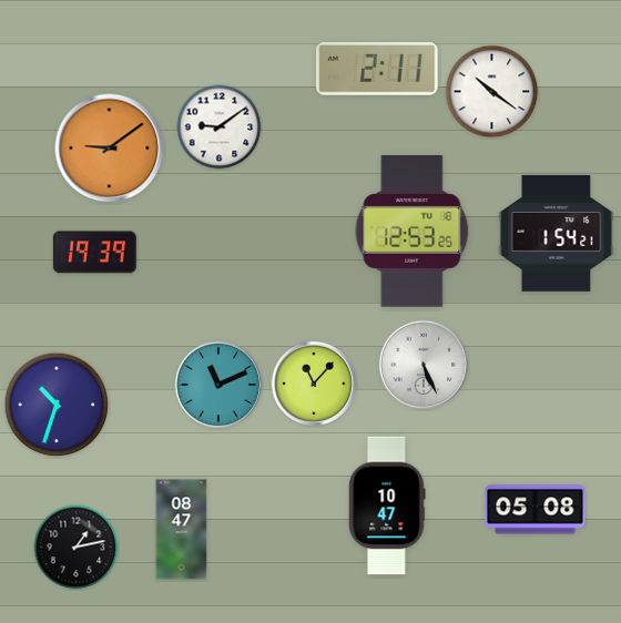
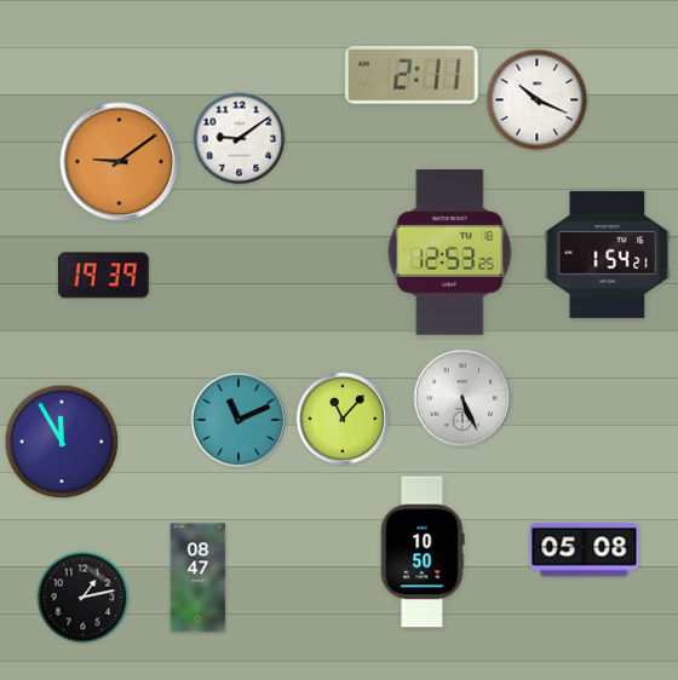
clock at (492, 92): 10:21 -> 10:19
clock at (57, 405): 10:33 -> 11:55
clock at (387, 505): 10:47 -> 10:50
clock at (536, 510) position: (536, 510) -> (585, 551)
